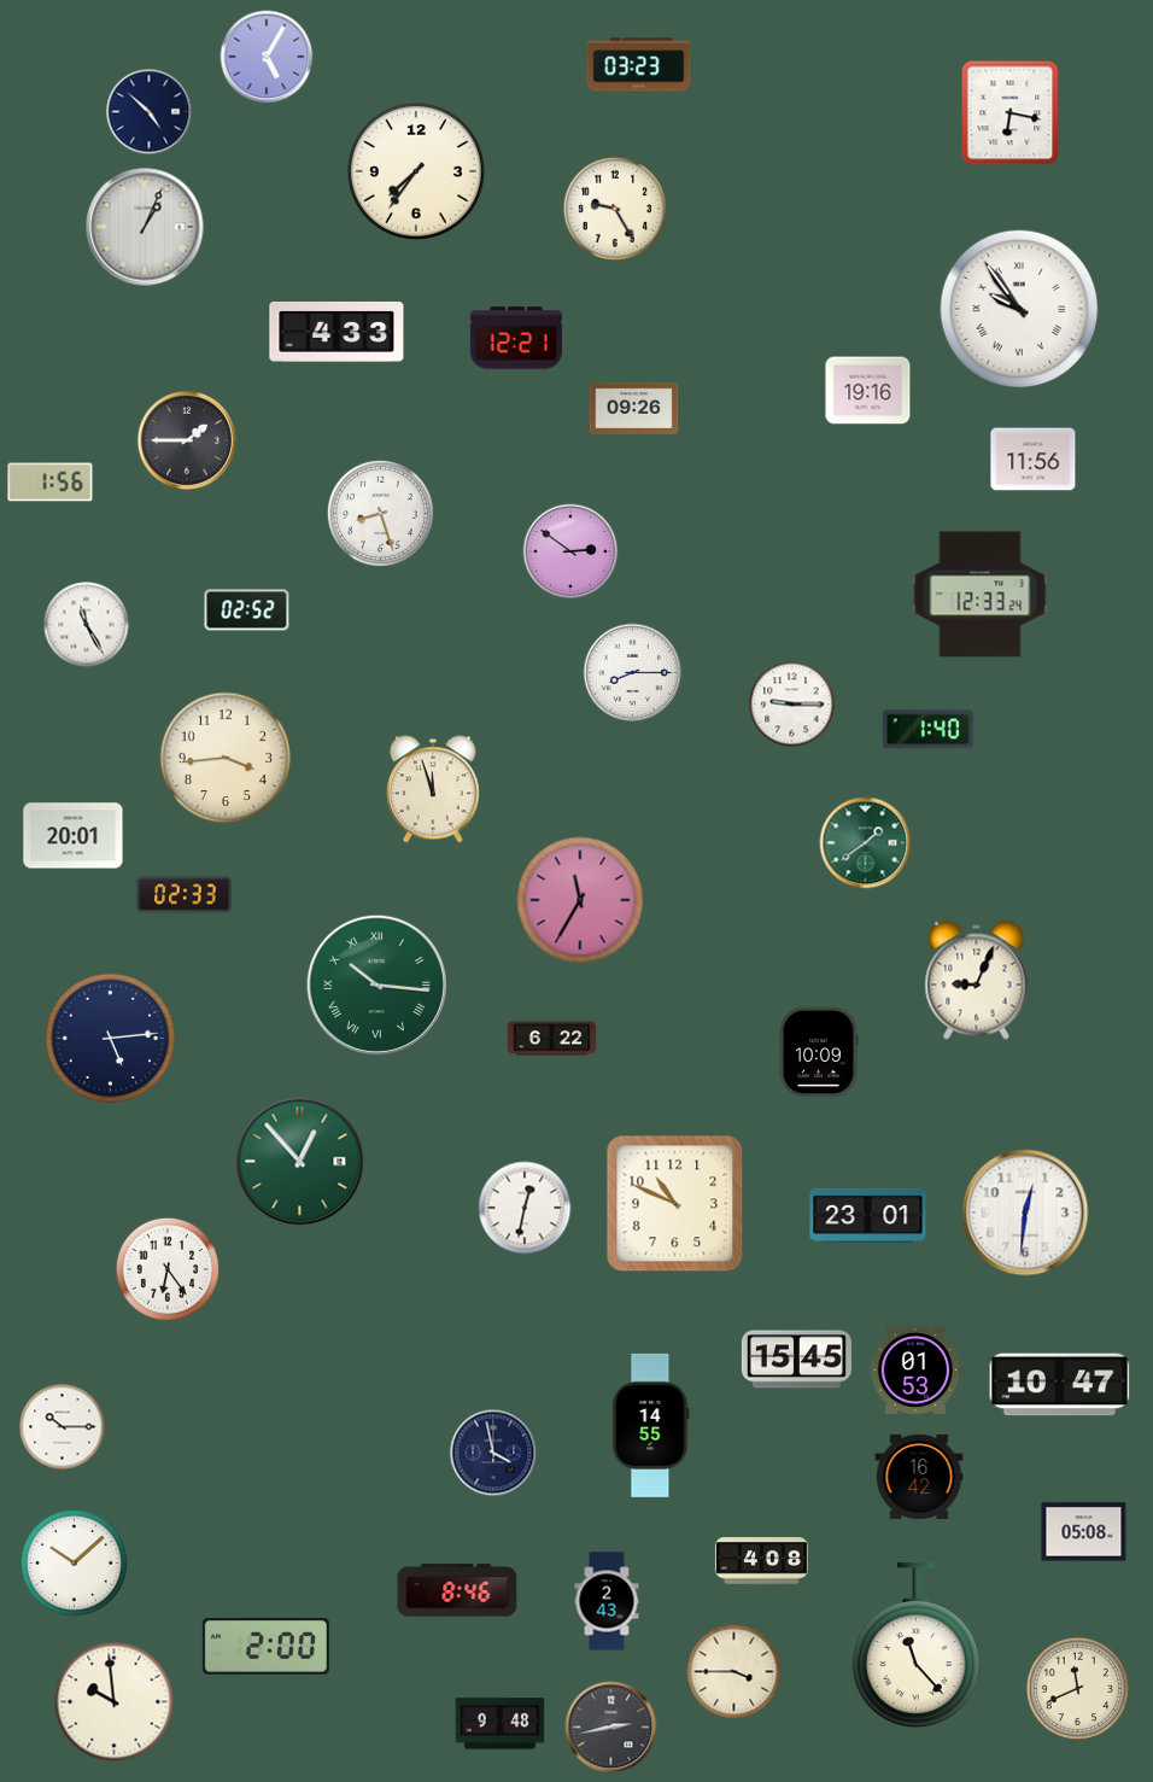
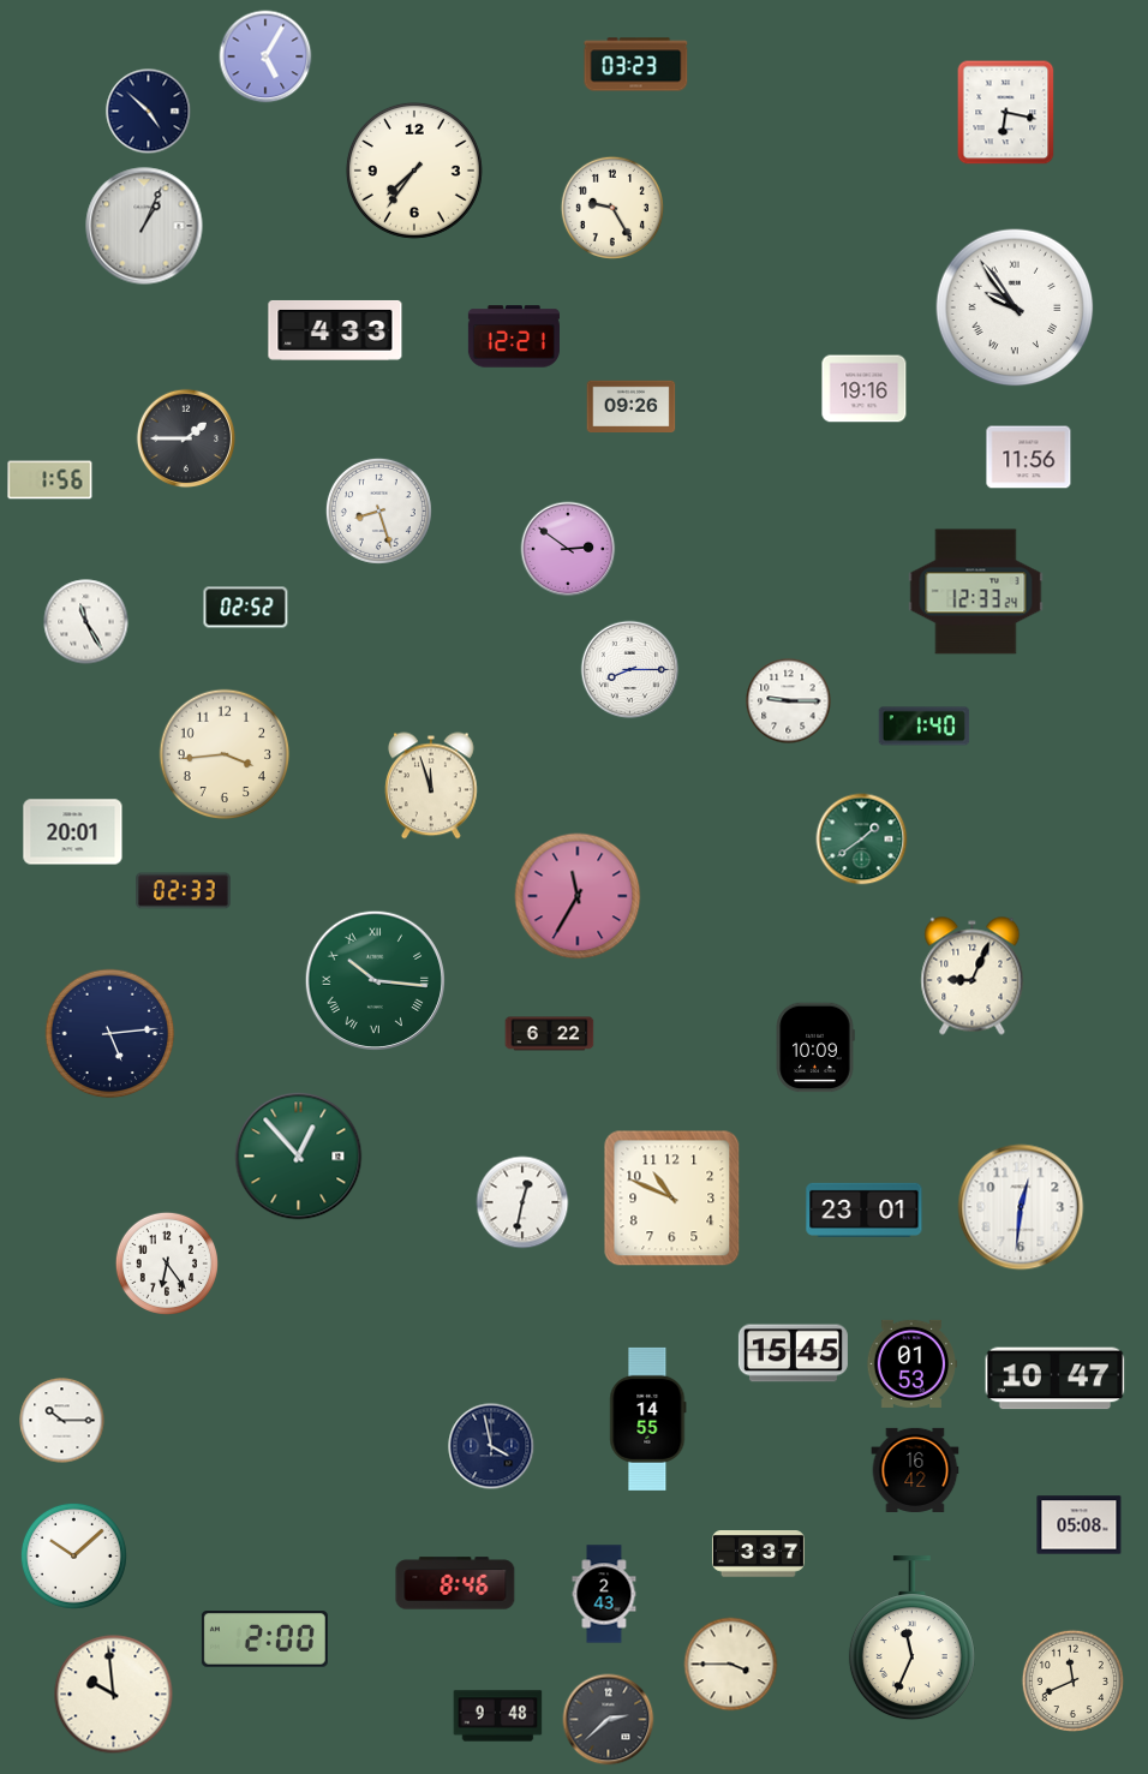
clock at (761, 1561): 4:08 -> 3:37
clock at (915, 1646): 11:23 -> 11:34
clock at (611, 1728): 2:43 -> 2:38
